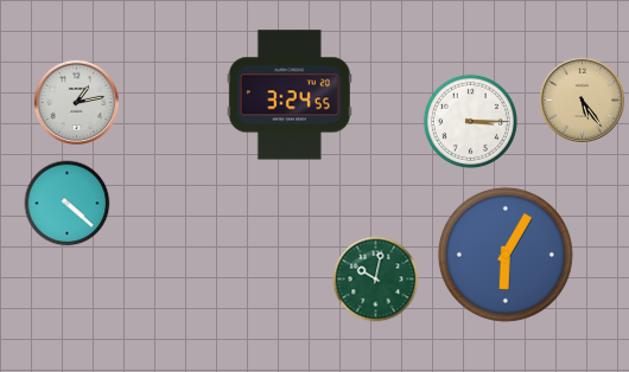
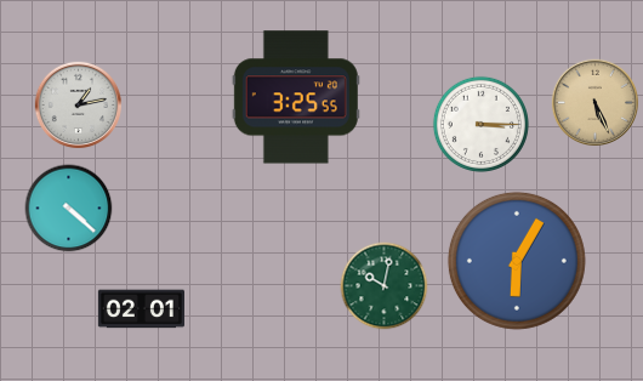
clock at (290, 95): 3:24 -> 3:25
clock at (582, 100): 5:24 -> 5:26
clock at (141, 309): none -> 02:01
